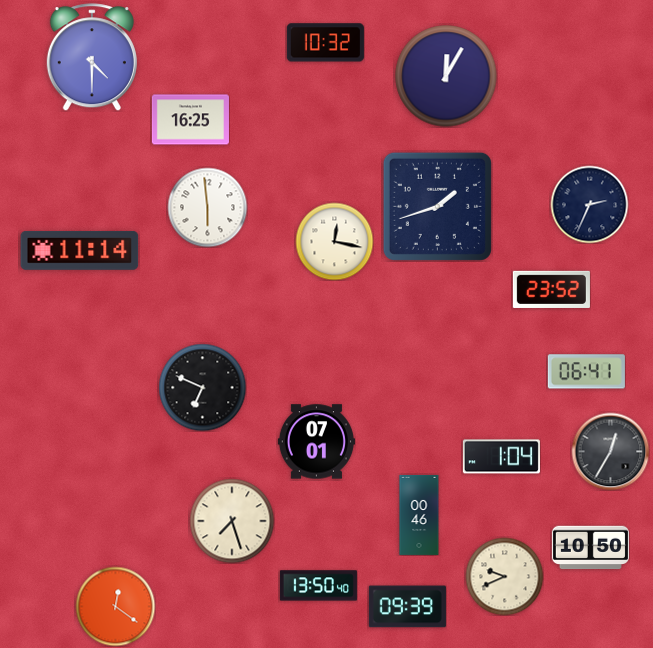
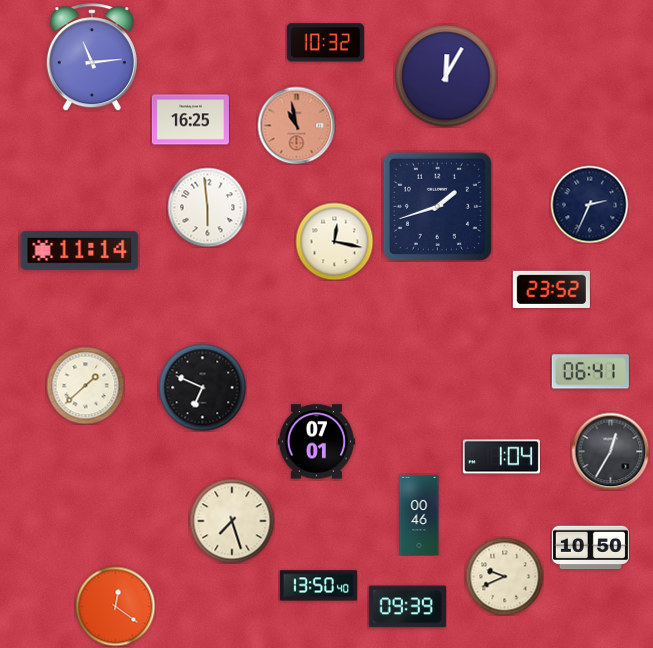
clock at (92, 57): 4:30 -> 11:14
clock at (296, 125): none -> 10:58
clock at (586, 372) position: (586, 372) -> (590, 372)
clock at (85, 385): none -> 1:38
